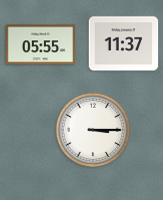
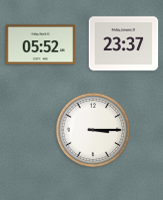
clock at (124, 44): 11:37 -> 23:37
clock at (41, 45): 05:55 -> 05:52
